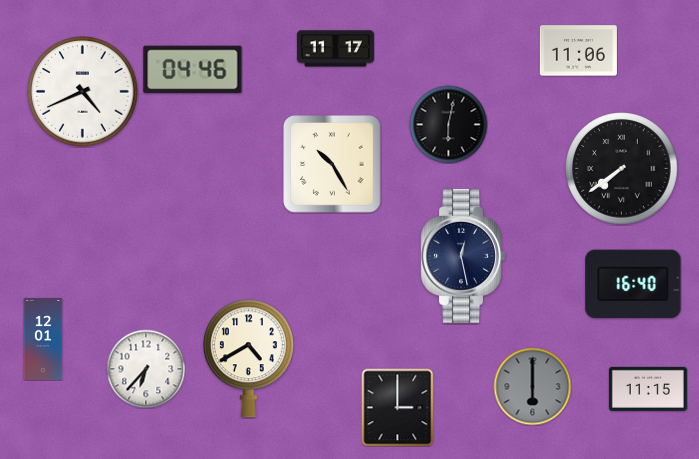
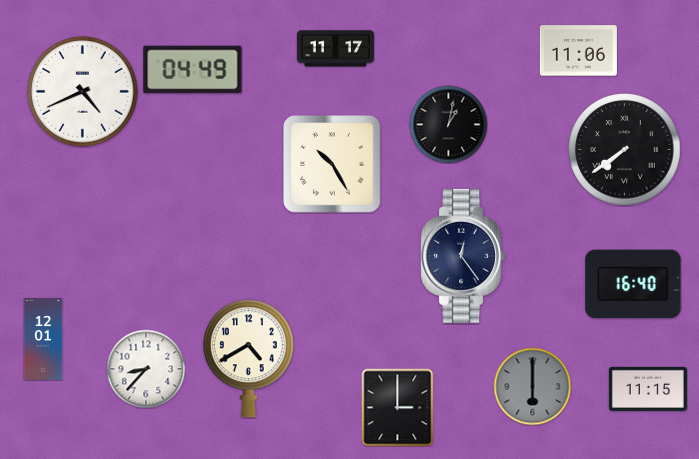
clock at (193, 70): 04:46 -> 04:49
clock at (448, 124): 6:02 -> 1:02
clock at (622, 169) position: (622, 169) -> (625, 150)
clock at (462, 256): 12:28 -> 12:24
clock at (146, 369): 6:37 -> 8:37
